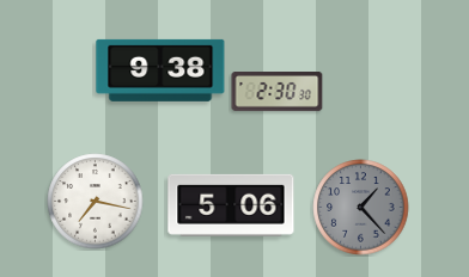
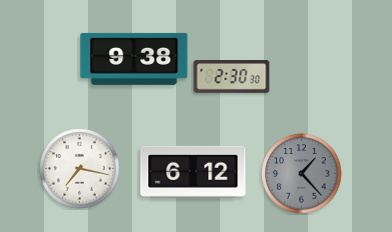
clock at (231, 205): 5:06 -> 6:12
